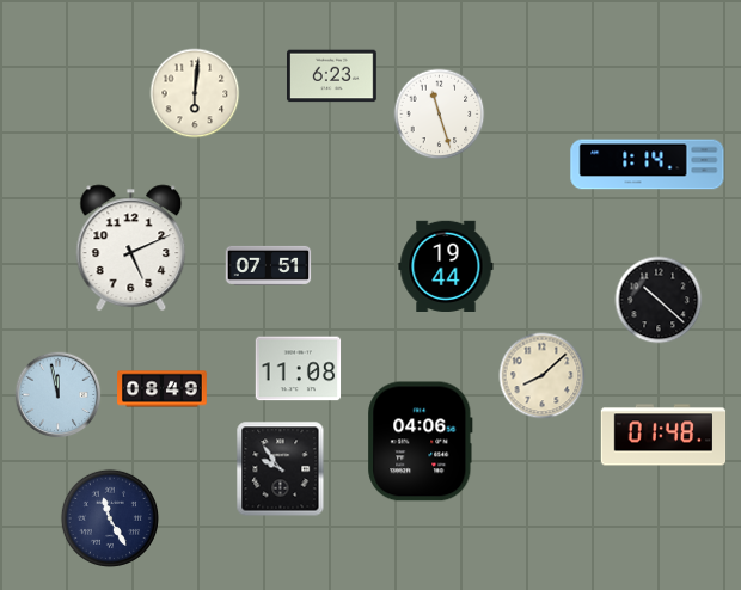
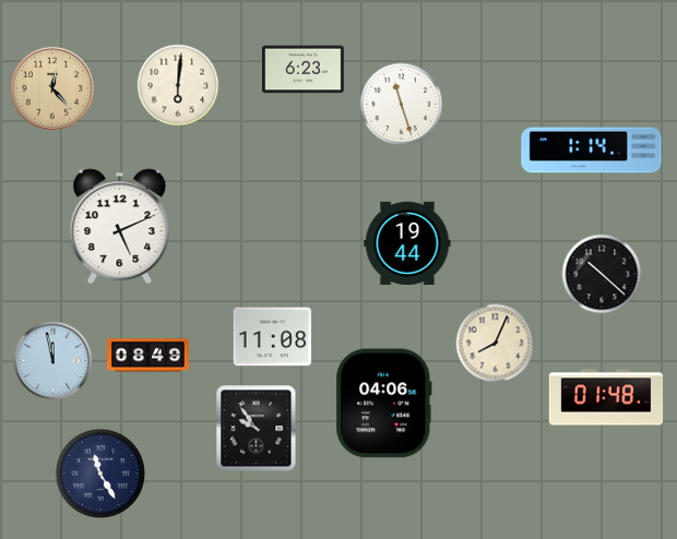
clock at (52, 88): none -> 12:23
clock at (269, 265): 07:51 -> none
clock at (543, 376): 8:08 -> 8:04
